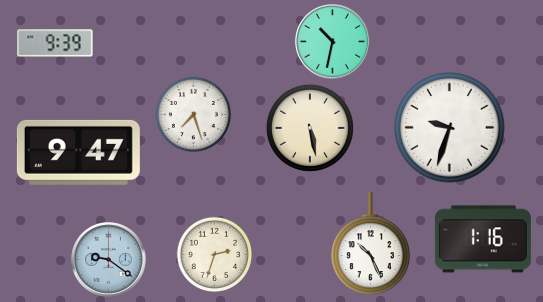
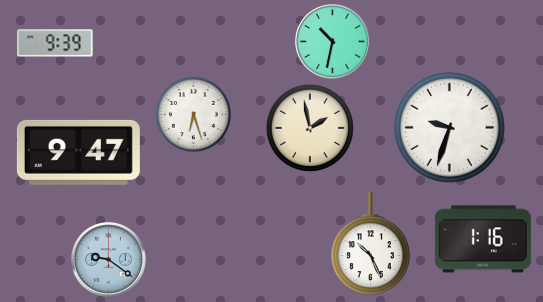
clock at (193, 114): 7:27 -> 6:27
clock at (310, 128): 5:28 -> 1:58
clock at (214, 254): 2:33 -> none
